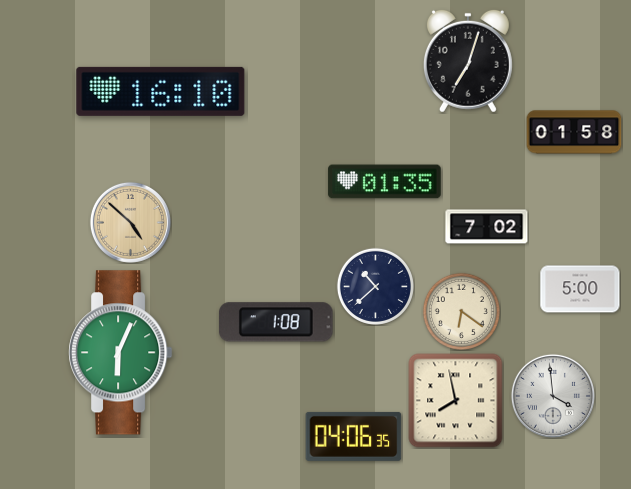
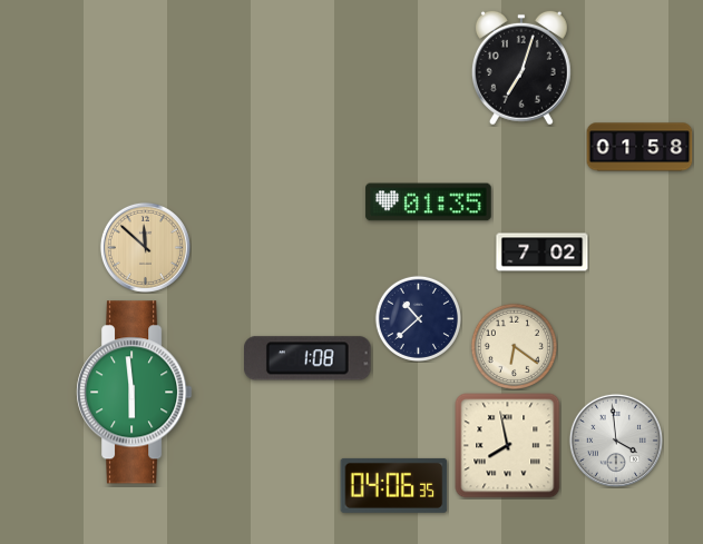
clock at (161, 91): 16:10 -> none
clock at (130, 222): 4:52 -> 11:52
clock at (580, 289): 5:00 -> none
clock at (121, 353): 6:04 -> 5:59
